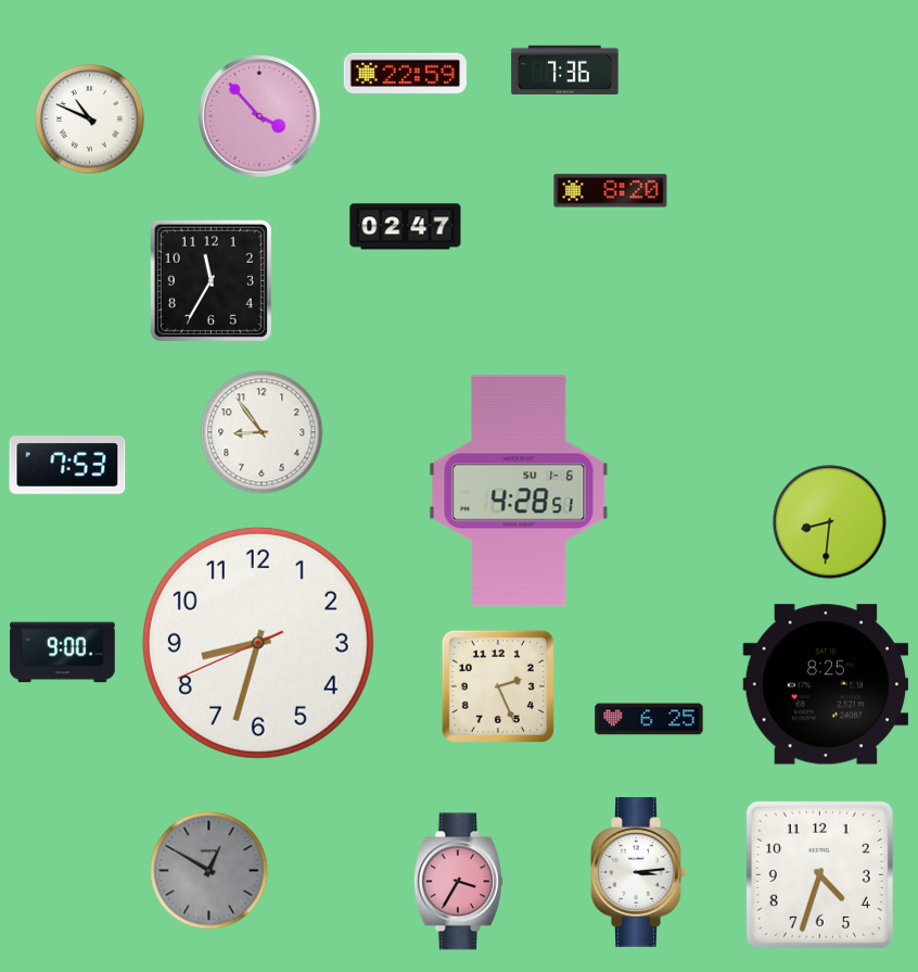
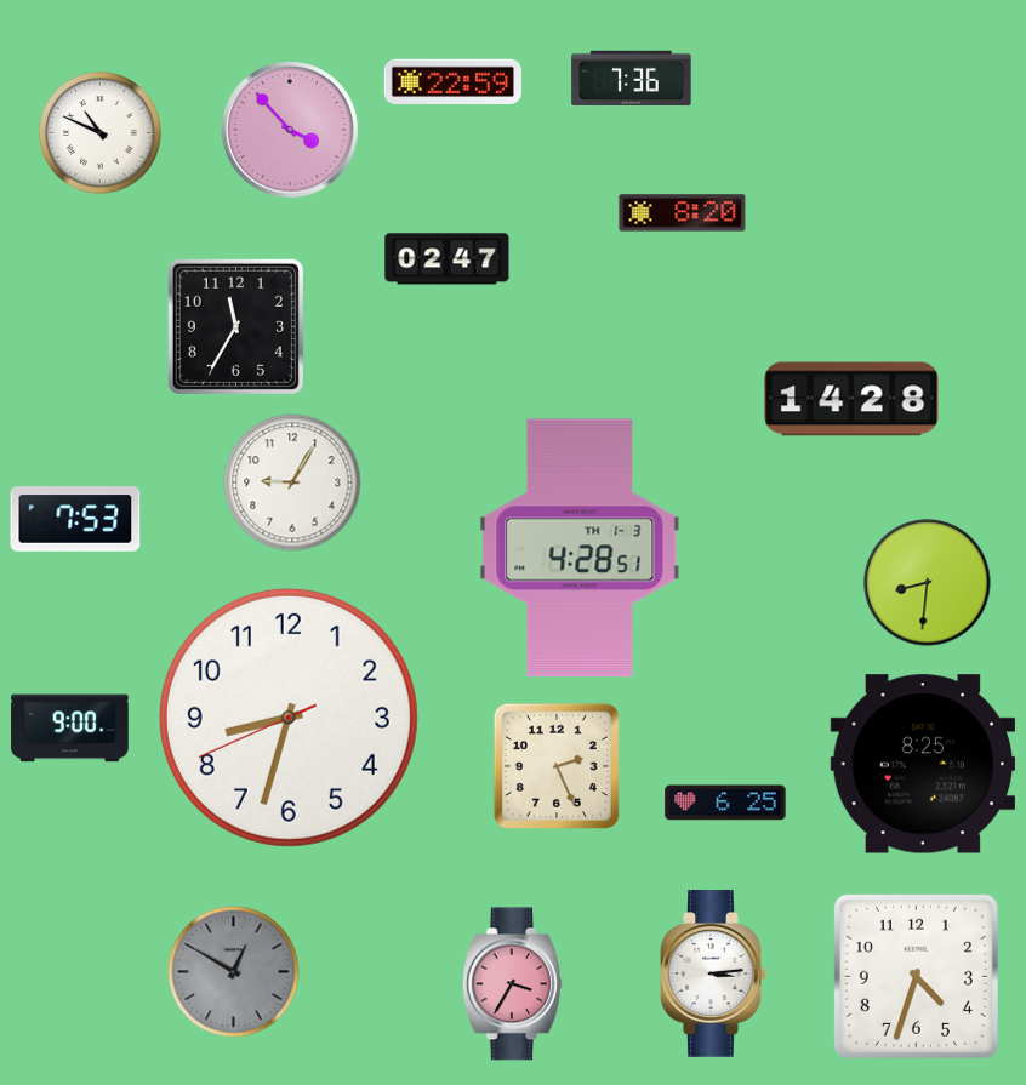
clock at (406, 227) position: (406, 227) -> (448, 259)
clock at (211, 280) position: (211, 280) -> (235, 326)
clock at (851, 399): none -> 14:28
clock at (262, 432): 8:54 -> 9:05
clock at (519, 491) date: SU 1-6 -> TH 1-3
